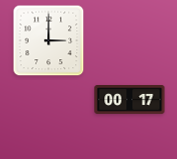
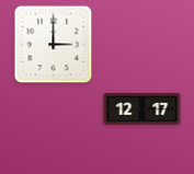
clock at (130, 100): 00:17 -> 12:17
